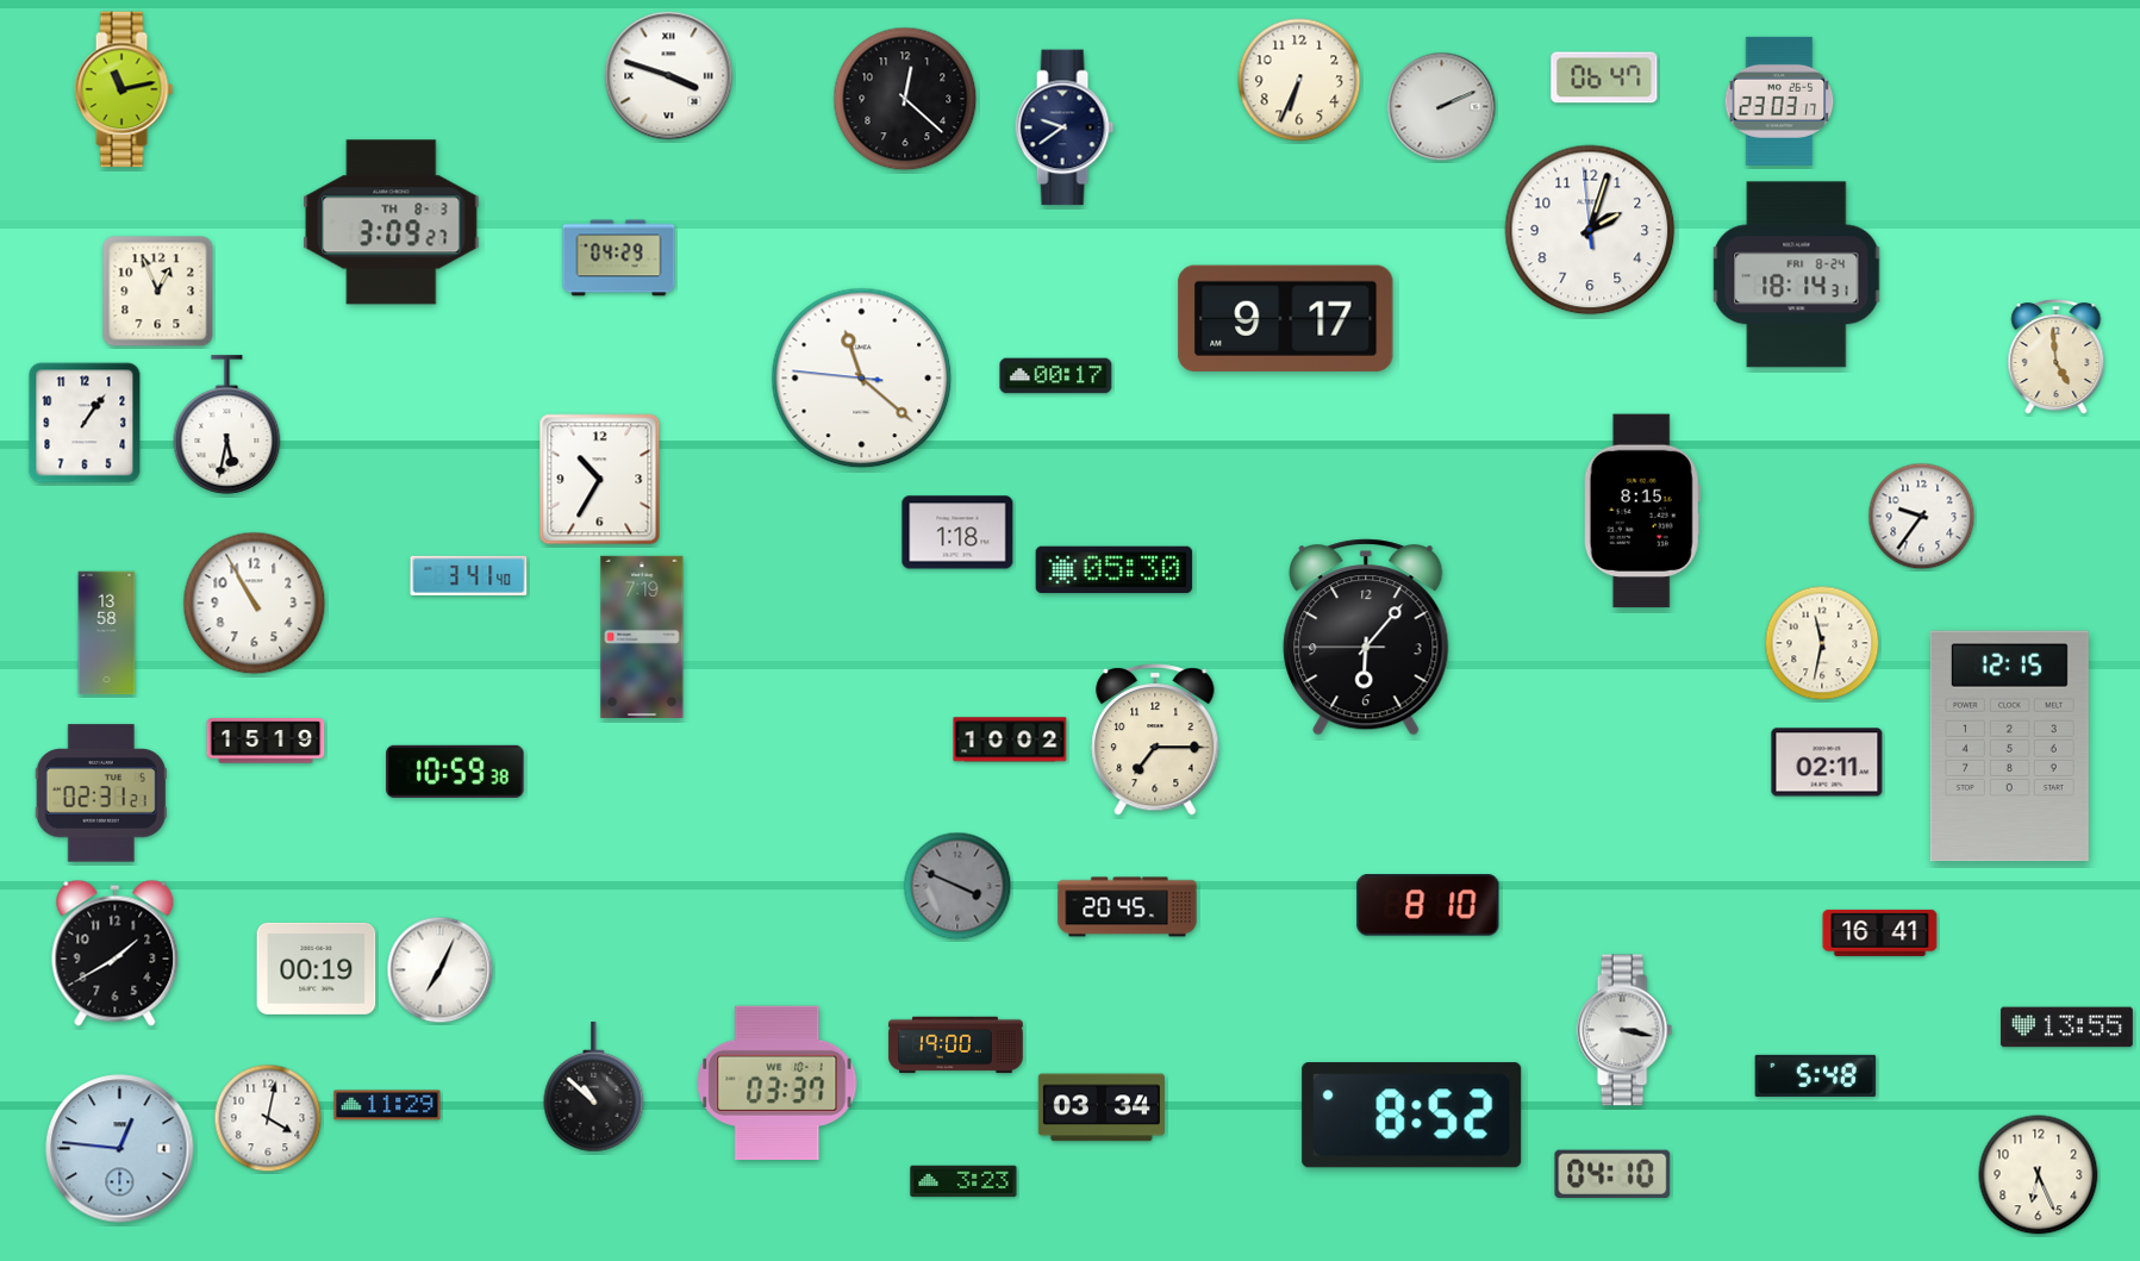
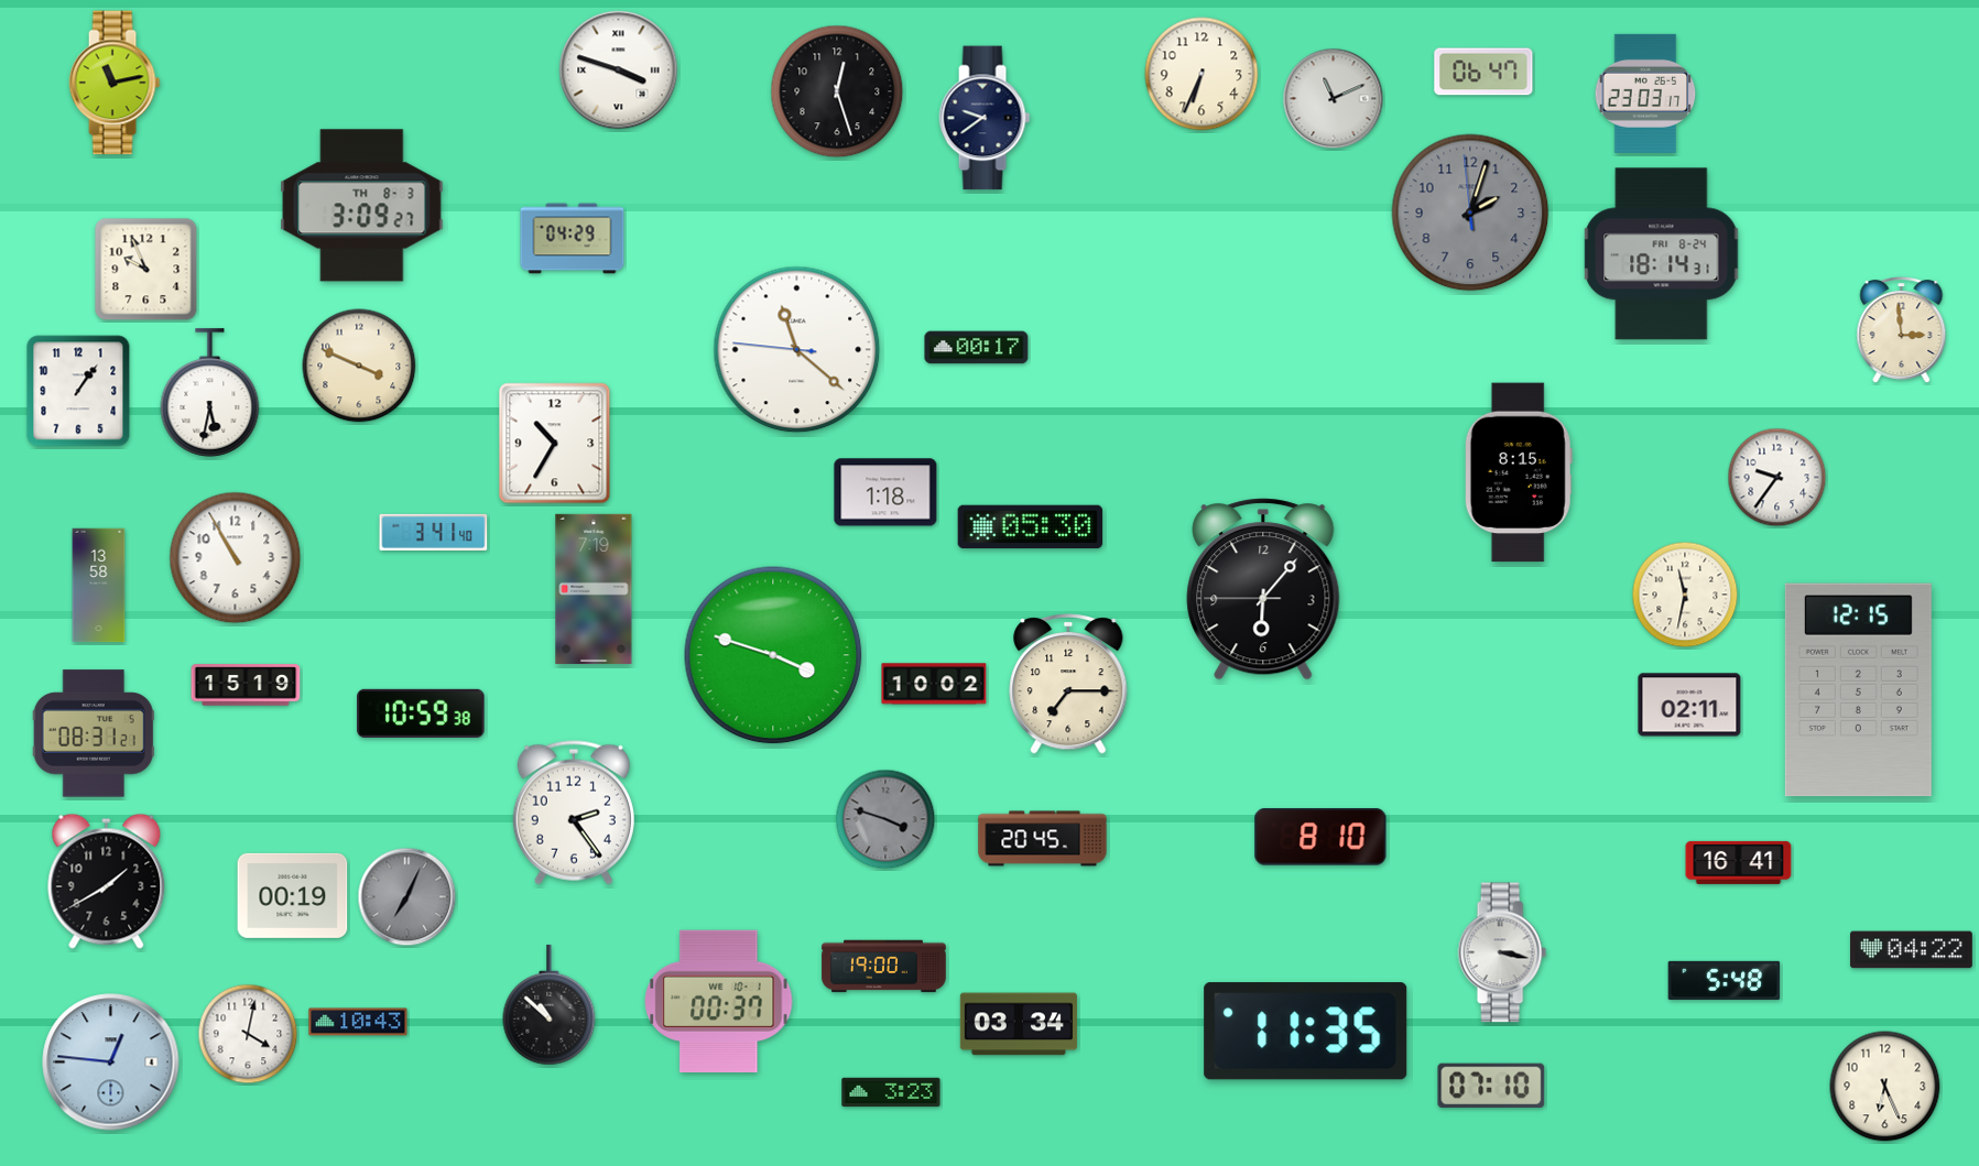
clock at (905, 99): 12:22 -> 12:27
clock at (1442, 107): 2:11 -> 11:11
clock at (1590, 230) dial: white -> grey
clock at (158, 292): 12:56 -> 9:56
clock at (1286, 318): 9:17 -> none
clock at (2057, 357): 4:59 -> 2:59
clock at (359, 366): none -> 3:49
clock at (773, 655): none -> 3:48
clock at (101, 793): 02:31 -> 08:31
clock at (574, 813): none -> 2:24
clock at (957, 886): 3:49 -> 3:48
clock at (441, 970) dial: white -> grey
clock at (2067, 1028): 13:55 -> 04:22
clock at (1816, 1075) position: (1816, 1075) -> (1725, 980)
clock at (778, 1082): 03:37 -> 00:37
clock at (387, 1105): 11:29 -> 10:43
clock at (1412, 1116): 8:52 -> 11:35
clock at (1612, 1173): 04:10 -> 07:10
